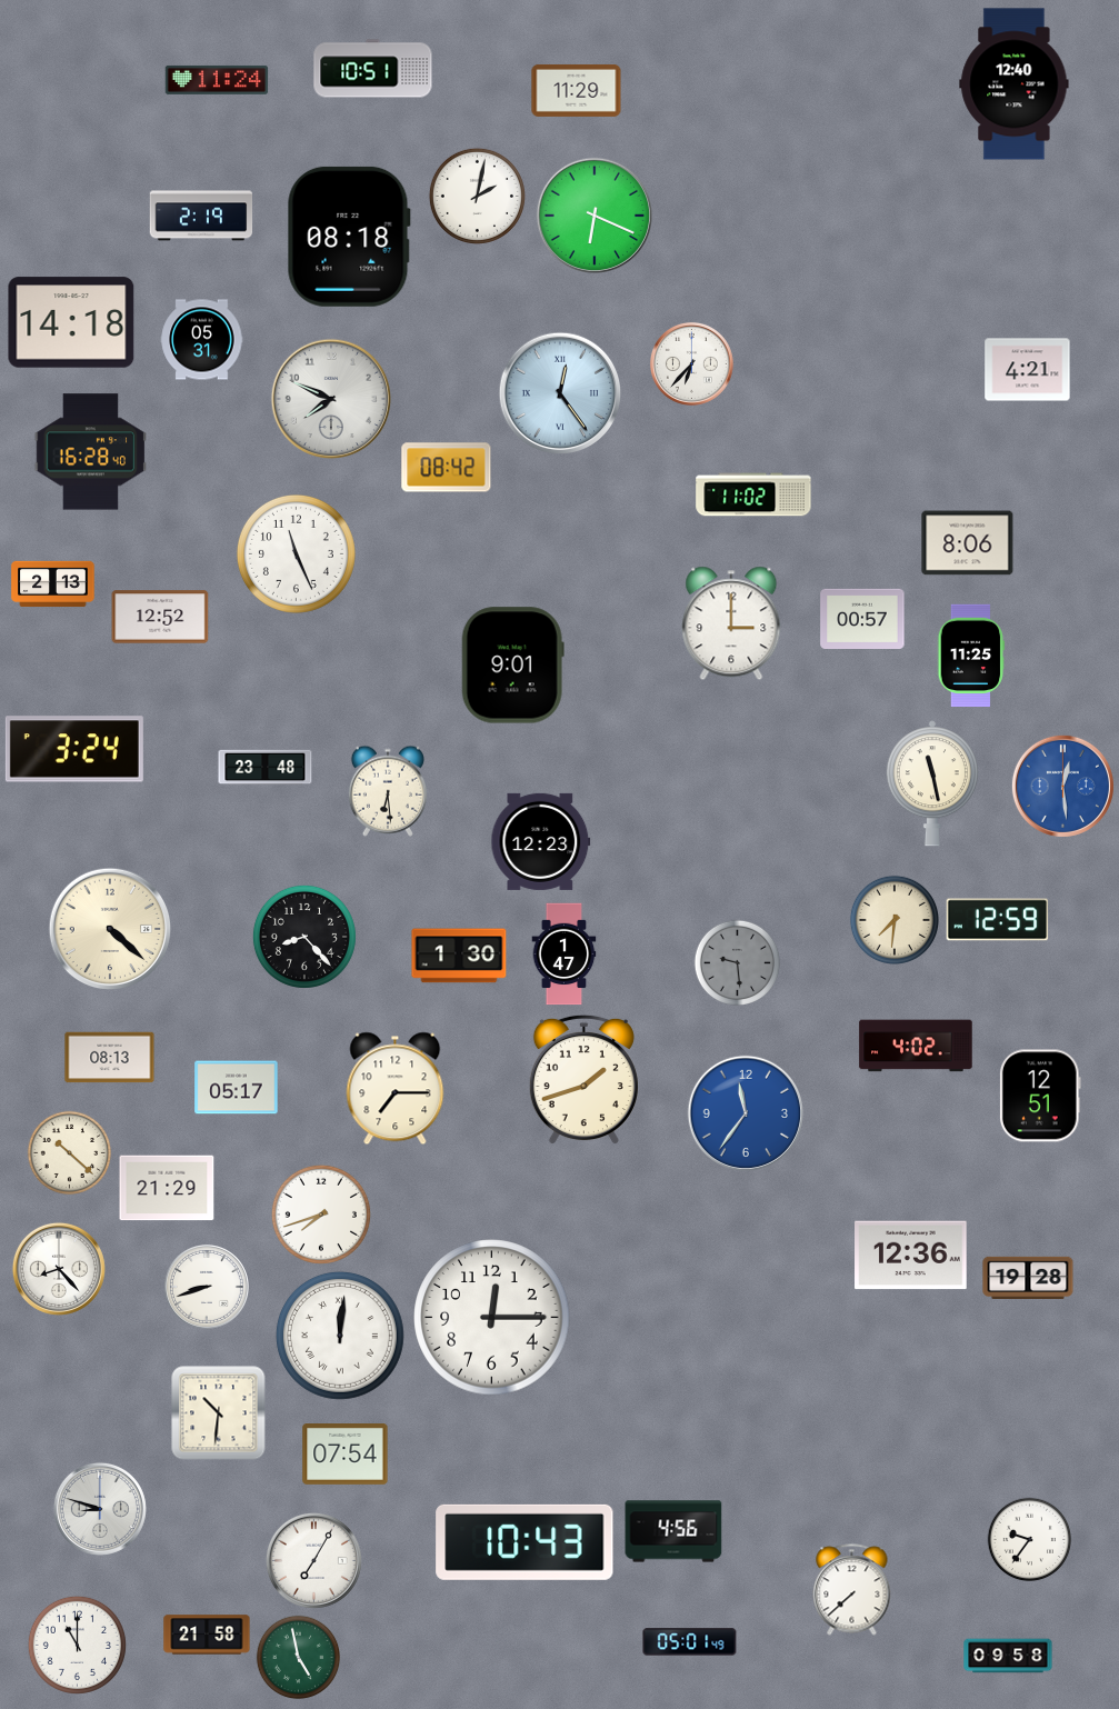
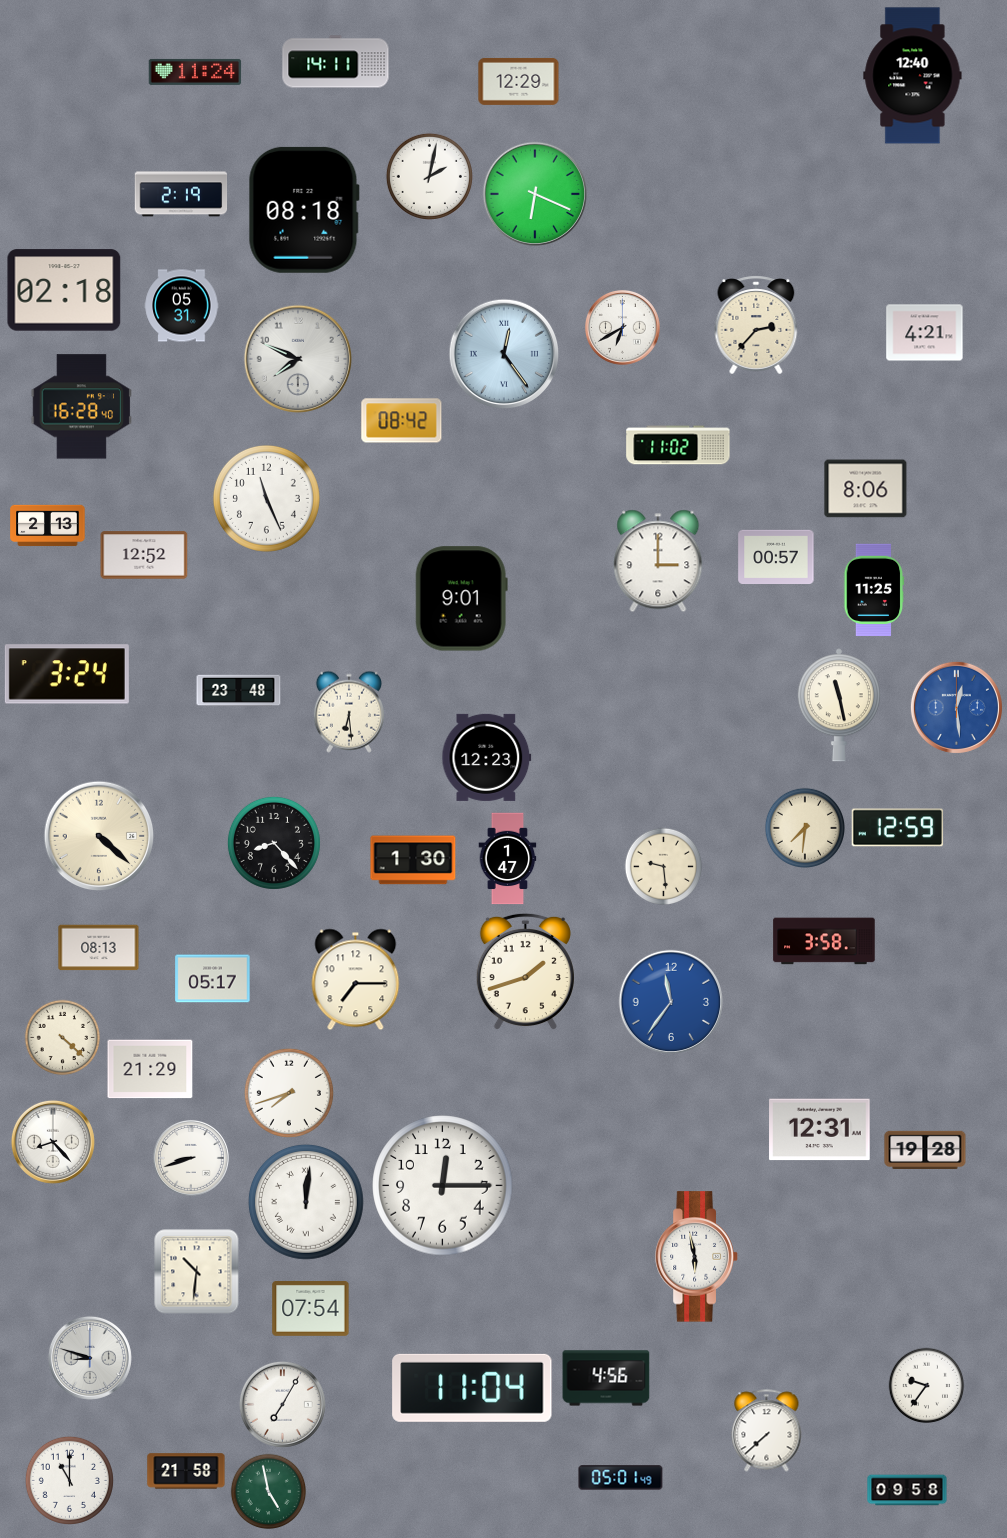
clock at (373, 69): 10:51 -> 14:11
clock at (577, 90): 11:29 -> 12:29
clock at (349, 237) position: (349, 237) -> (304, 210)
clock at (71, 322): 14:18 -> 02:18
clock at (756, 325): none -> 2:37
clock at (691, 363): 6:37 -> 6:40
clock at (968, 543) position: (968, 543) -> (866, 489)
clock at (738, 963) dial: grey -> cream
clock at (916, 1046): 4:02 -> 3:58
clock at (110, 1058) position: (110, 1058) -> (99, 948)
clock at (1040, 1096): 12:51 -> none
clock at (70, 1153): 10:22 -> 4:22
clock at (911, 1256): 12:36 -> 12:31
clock at (207, 1287) position: (207, 1287) -> (191, 1158)
clock at (697, 1257): none -> 5:58
clock at (524, 1542): 10:43 -> 11:04
